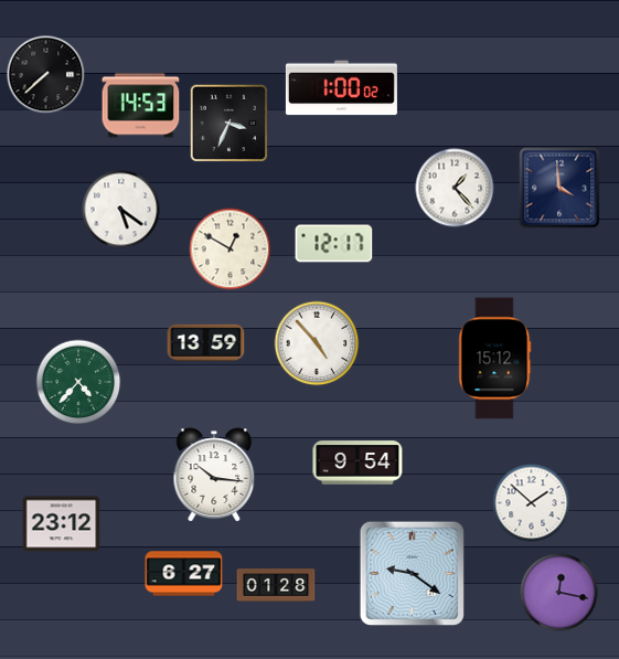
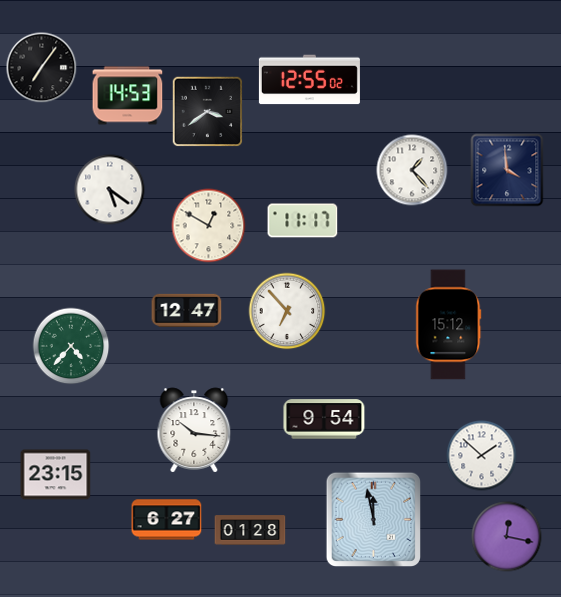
clock at (46, 75): 7:38 -> 7:06
clock at (341, 88): 1:00 -> 12:55
clock at (230, 124): 3:34 -> 3:39
clock at (334, 244): 12:17 -> 11:17
clock at (206, 342): 13:59 -> 12:47
clock at (317, 343): 4:53 -> 6:53
clock at (62, 524): 23:12 -> 23:15
clock at (412, 573): 9:21 -> 11:58
